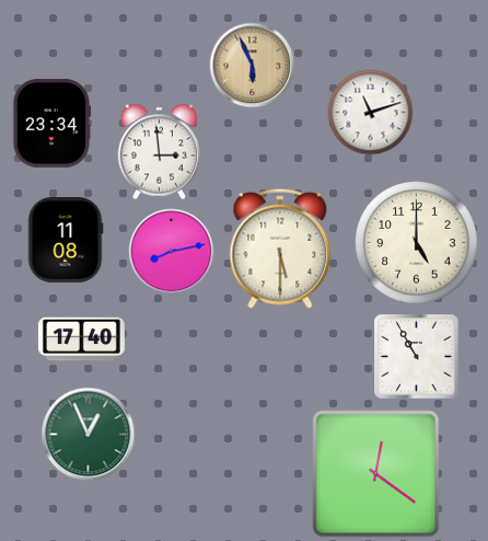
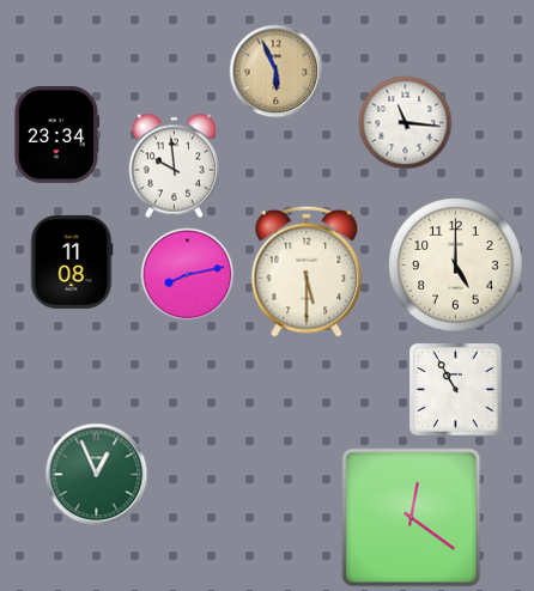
clock at (370, 112): 11:12 -> 11:16
clock at (160, 151): 2:59 -> 9:59
clock at (81, 339): 17:40 -> none
